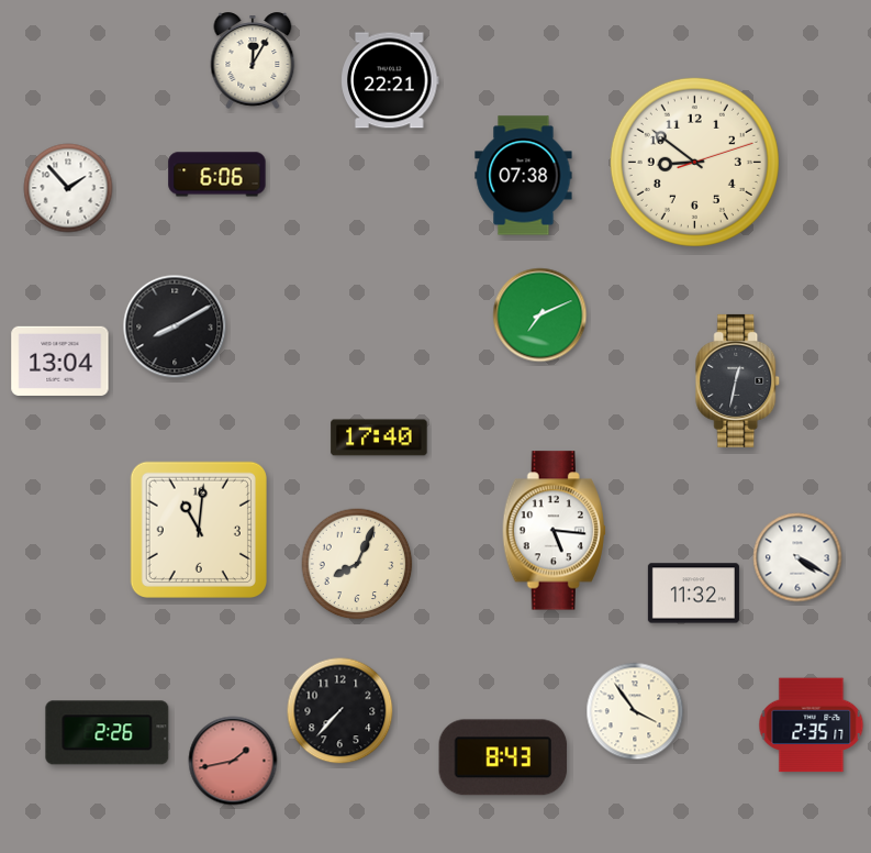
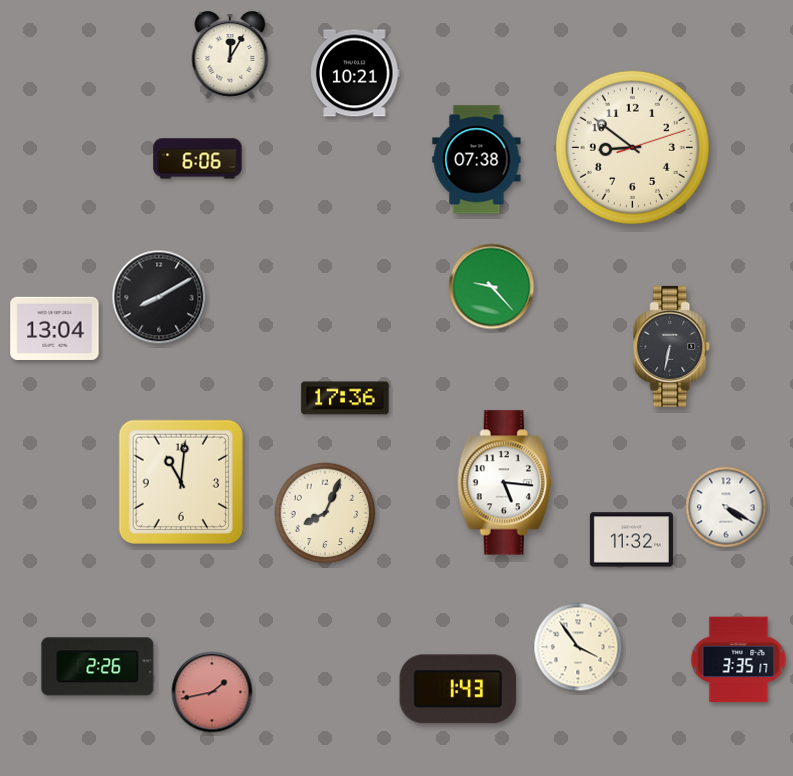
clock at (390, 80): 22:21 -> 10:21
clock at (68, 188): 1:53 -> none
clock at (540, 315): 7:11 -> 9:23
clock at (738, 380): 12:32 -> 6:32
clock at (379, 437): 17:40 -> 17:36
clock at (340, 711): 7:37 -> none
clock at (812, 725): 2:35 -> 3:35
clock at (503, 757): 8:43 -> 1:43
